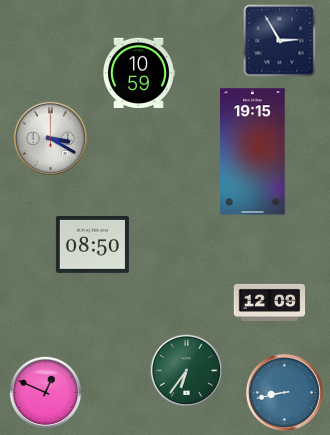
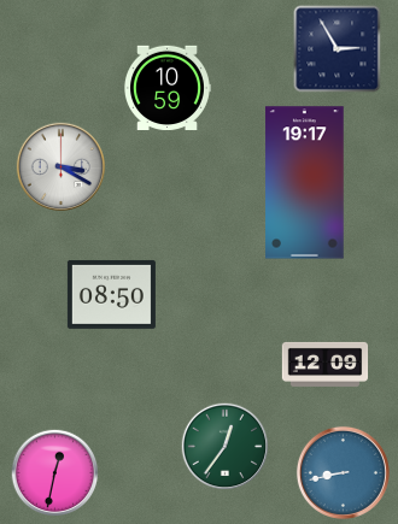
clock at (253, 152): 19:15 -> 19:17
clock at (187, 371): 6:36 -> 12:36
clock at (46, 393): 12:49 -> 12:32
